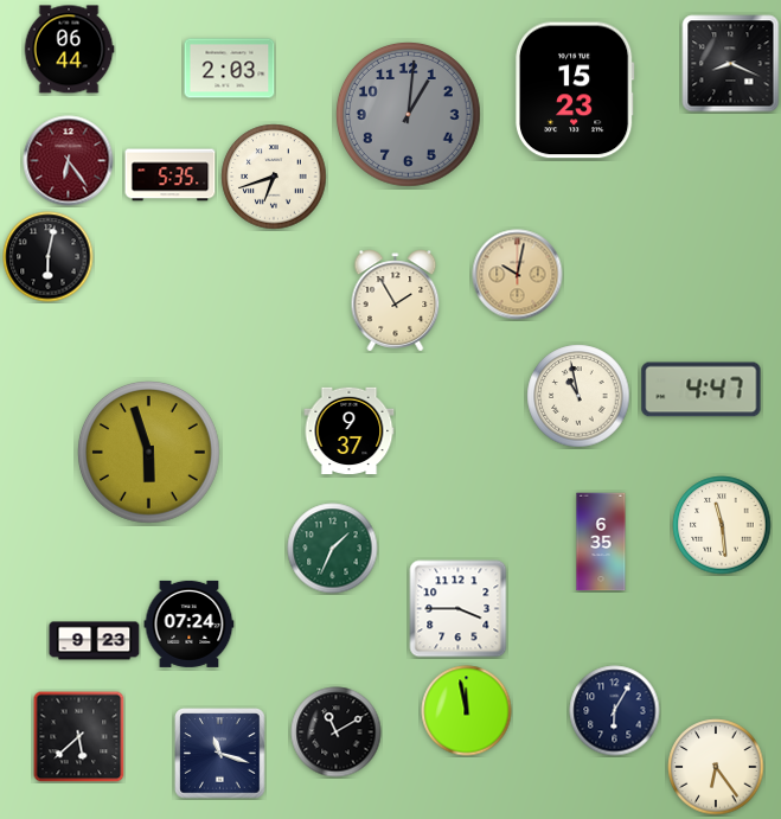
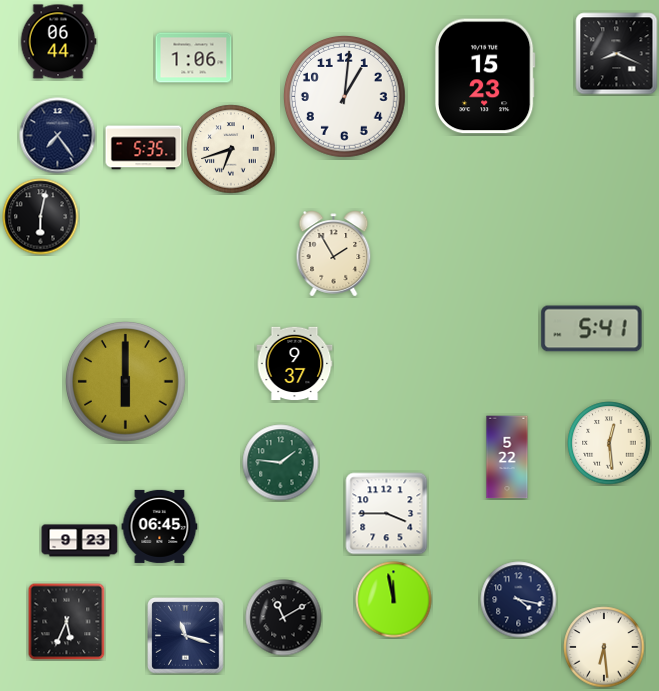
clock at (230, 69): 2:03 -> 1:06
clock at (408, 114) dial: grey -> white
clock at (69, 161): 6:24 -> 7:24
clock at (69, 161) dial: burgundy -> navy
clock at (518, 275): 10:02 -> none
clock at (702, 390): 4:47 -> 5:41
clock at (578, 396): 10:58 -> none
clock at (149, 453): 5:57 -> 6:00
clock at (722, 525): 11:29 -> 12:29
clock at (601, 542): 6:35 -> 5:22
clock at (333, 549): 1:34 -> 1:46
clock at (190, 623): 07:24 -> 06:45
clock at (615, 711): 6:05 -> 4:17
clock at (78, 736): 5:38 -> 5:34
clock at (716, 767): 6:24 -> 6:29
